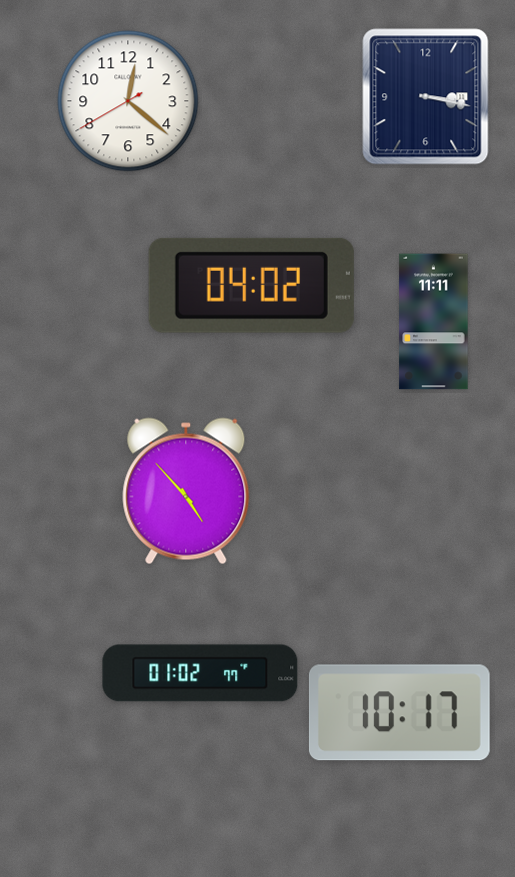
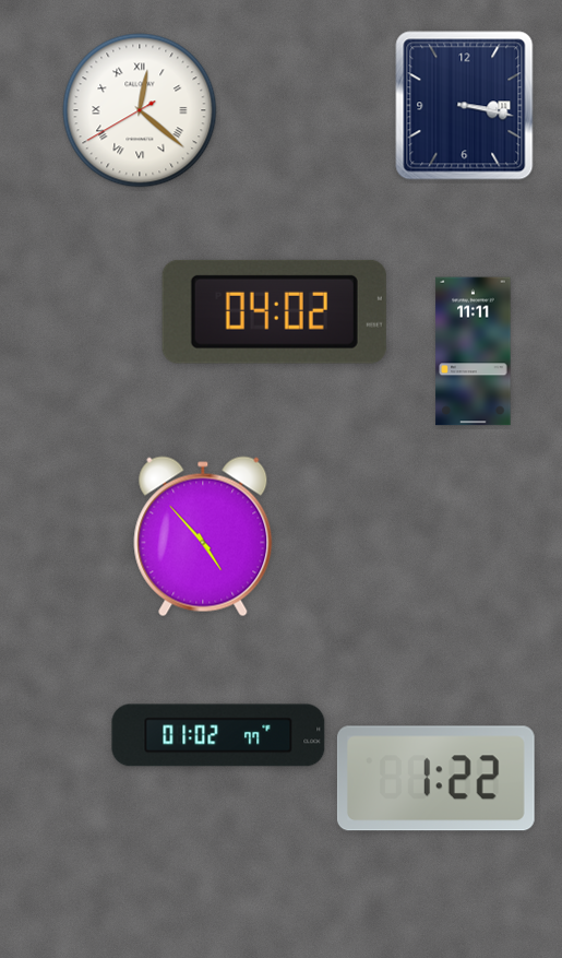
clock at (128, 101) numerals: Arabic -> Roman
clock at (399, 713): 10:17 -> 1:22
